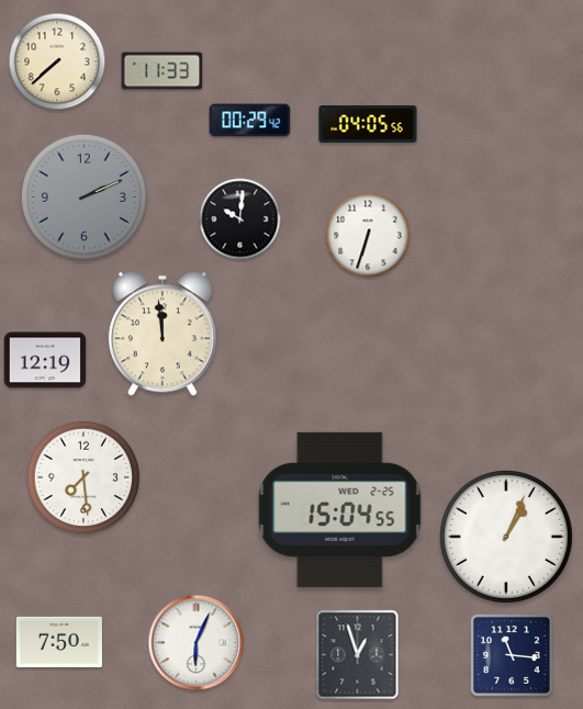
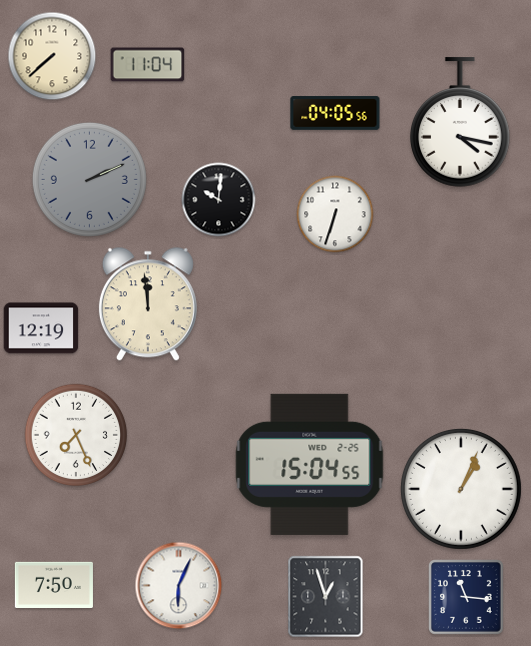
clock at (162, 71): 11:33 -> 11:04
clock at (250, 121): 00:29 -> none
clock at (460, 122): none -> 4:17
clock at (83, 196) position: (83, 196) -> (89, 179)
clock at (83, 477): 7:29 -> 7:26
